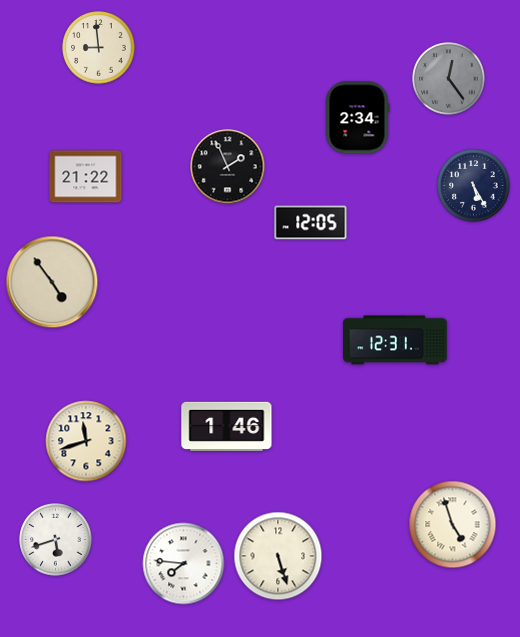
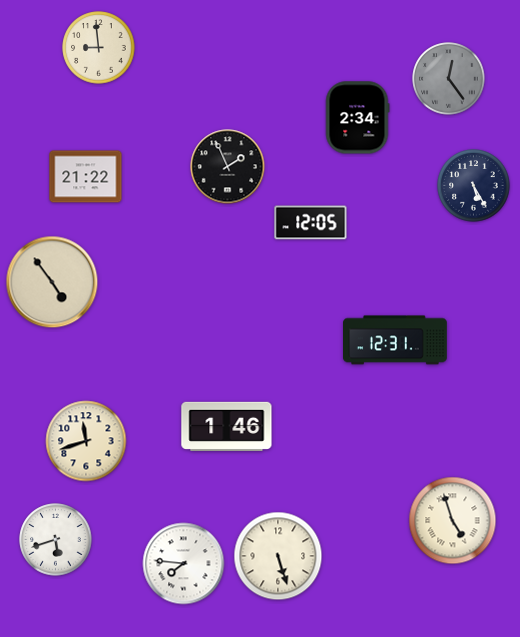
clock at (453, 525) position: (453, 525) -> (453, 521)
